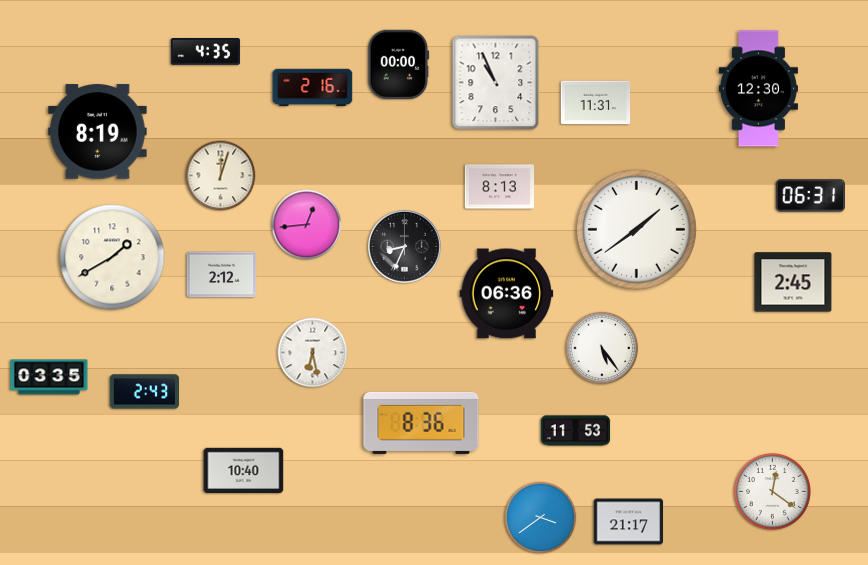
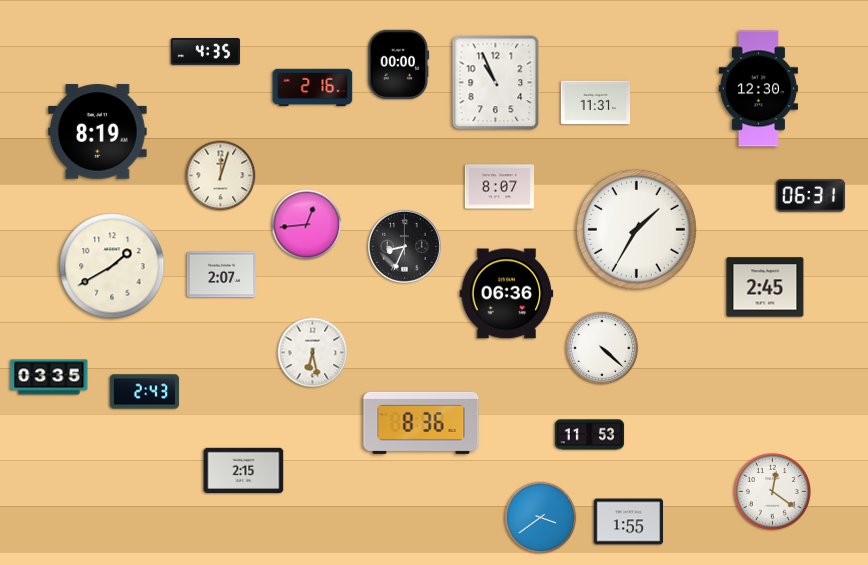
clock at (500, 187): 8:13 -> 8:07
clock at (636, 229): 1:39 -> 1:35
clock at (112, 257) position: (112, 257) -> (112, 266)
clock at (222, 275): 2:12 -> 2:07
clock at (793, 282) position: (793, 282) -> (765, 287)
clock at (602, 348): 5:24 -> 4:22
clock at (576, 431) position: (576, 431) -> (590, 435)
clock at (244, 470): 10:40 -> 2:15
clock at (629, 522): 21:17 -> 1:55
